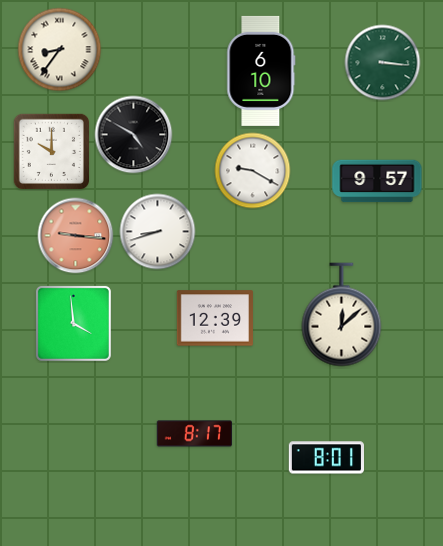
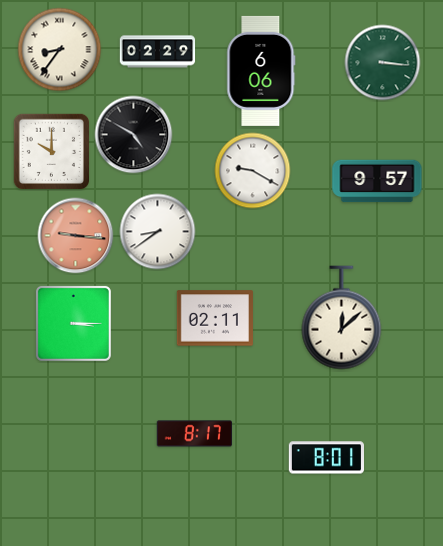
clock at (158, 52): none -> 02:29
clock at (261, 71): 6:10 -> 6:06
clock at (158, 232): 8:42 -> 8:39
clock at (342, 315) position: (342, 315) -> (342, 318)
clock at (215, 318): 12:39 -> 02:11
clock at (73, 323): 3:59 -> 3:15
